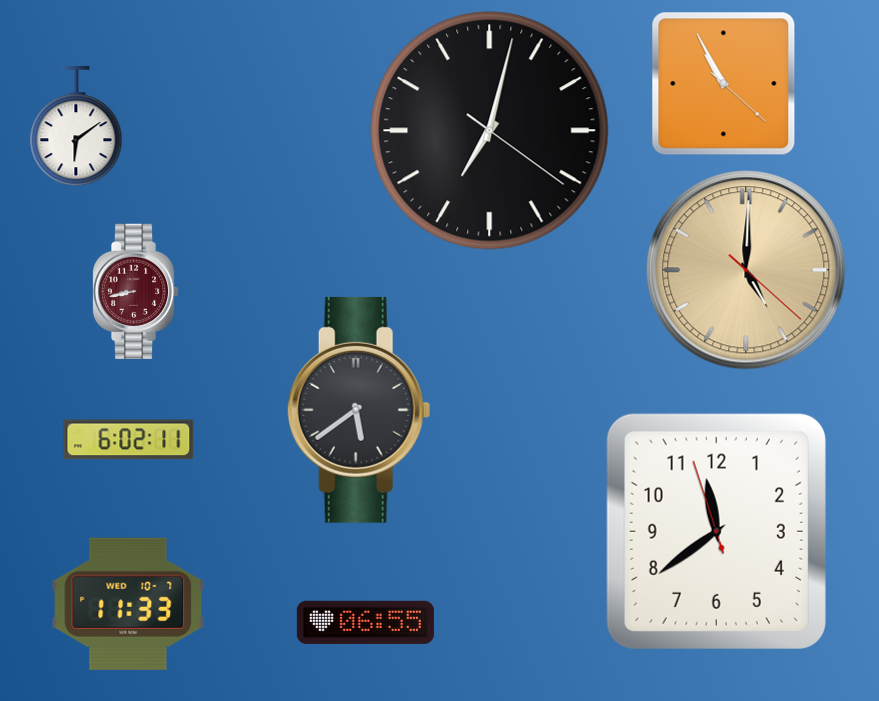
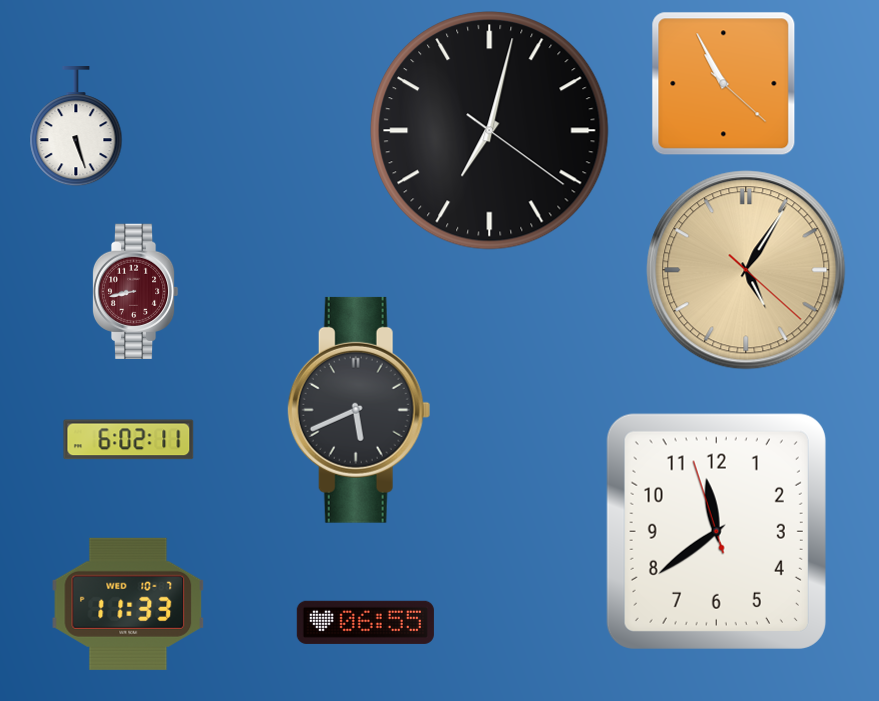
clock at (76, 127): 6:09 -> 5:27
clock at (746, 270): 5:00 -> 5:05
clock at (359, 410): 5:39 -> 5:41
